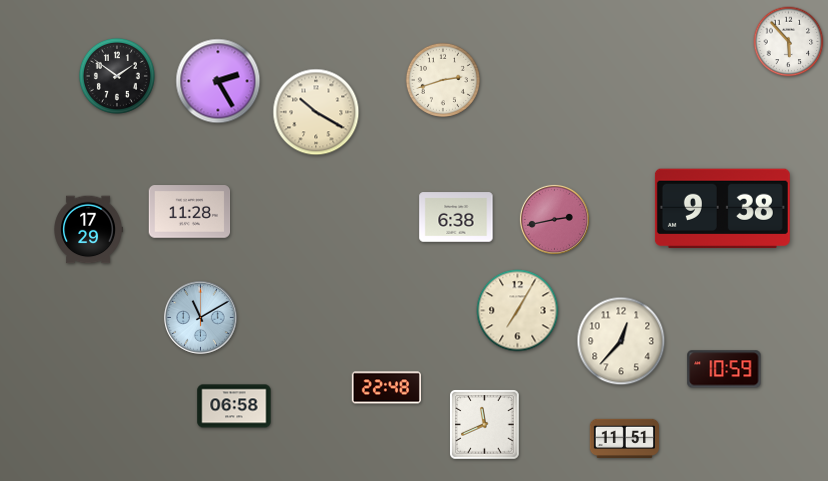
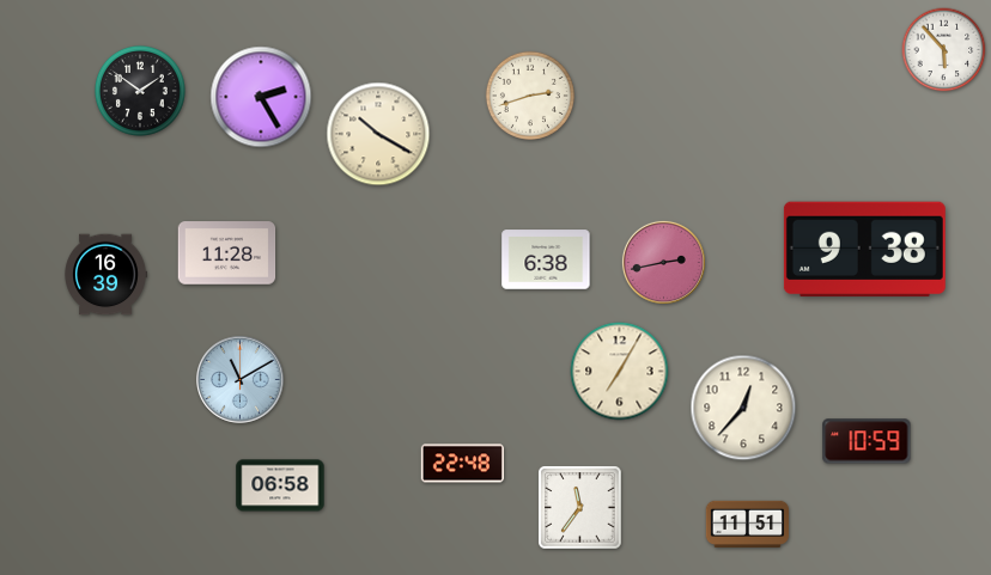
clock at (88, 230): 17:29 -> 16:39
clock at (485, 425): 11:41 -> 11:36
